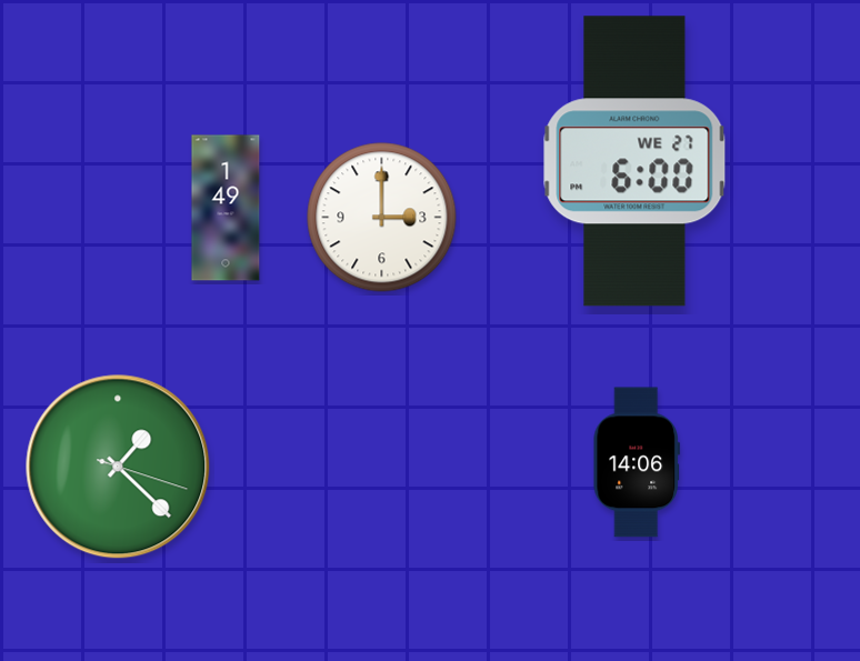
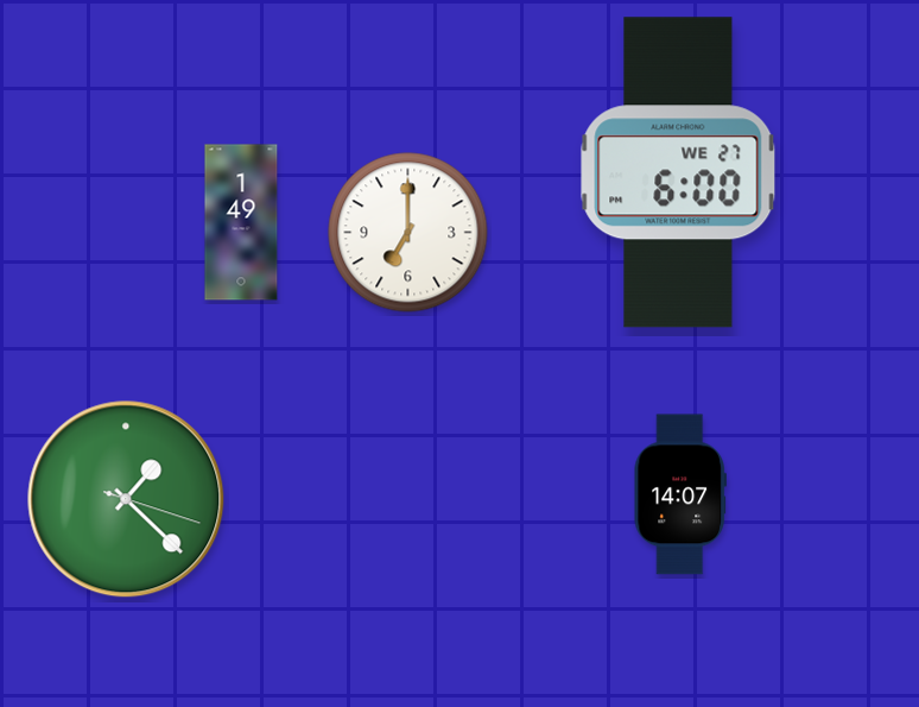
clock at (382, 218): 3:00 -> 7:00
clock at (637, 462): 14:06 -> 14:07
